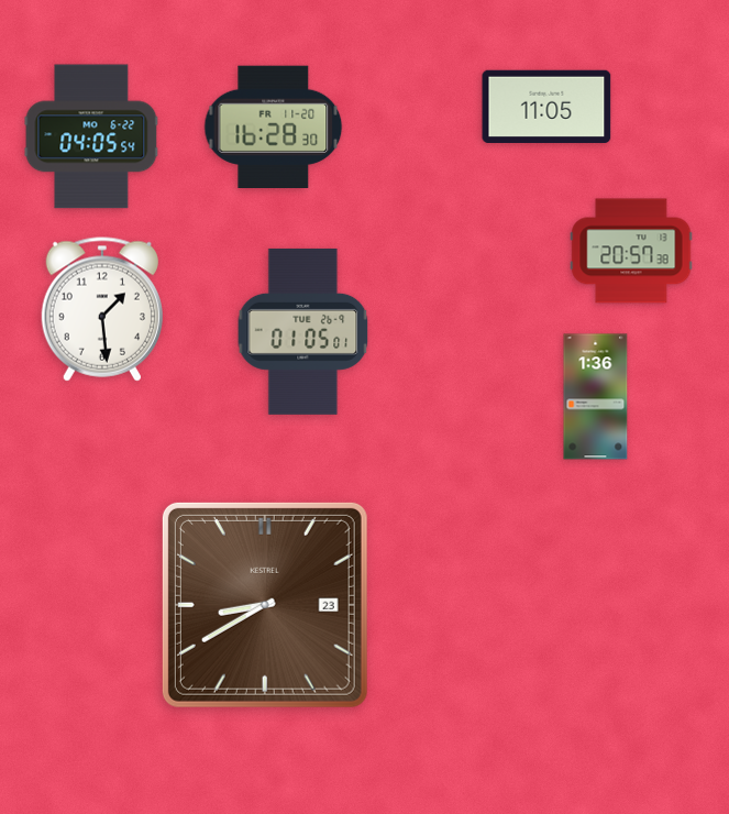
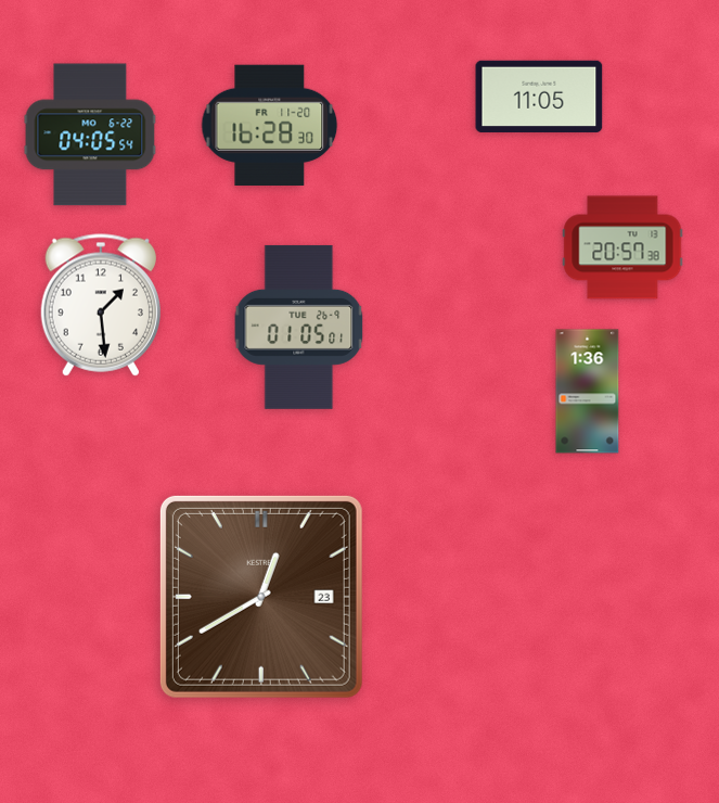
clock at (546, 107) position: (546, 107) -> (539, 97)
clock at (265, 605): 8:40 -> 12:40
